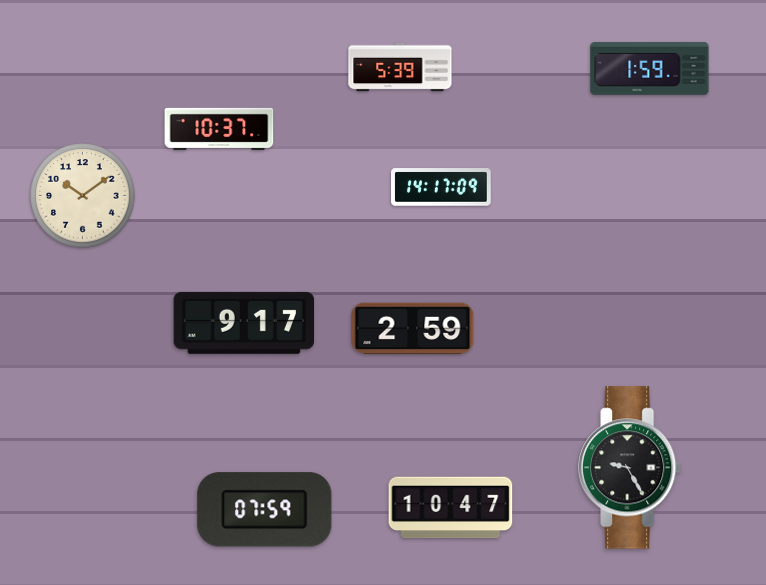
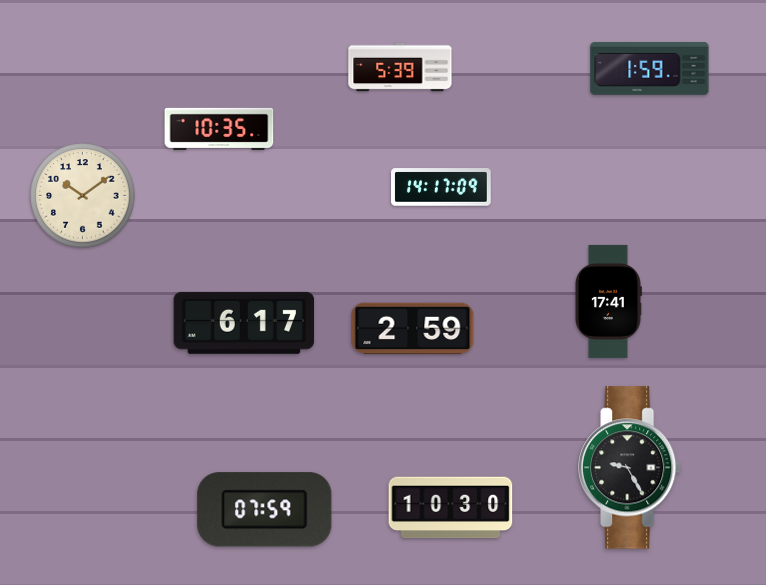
clock at (219, 129): 10:37 -> 10:35
clock at (608, 301): none -> 17:41
clock at (244, 323): 9:17 -> 6:17
clock at (451, 508): 10:47 -> 10:30
